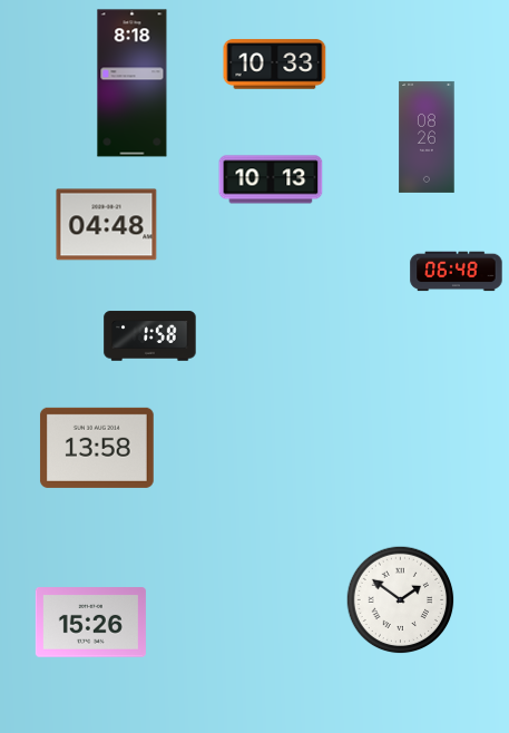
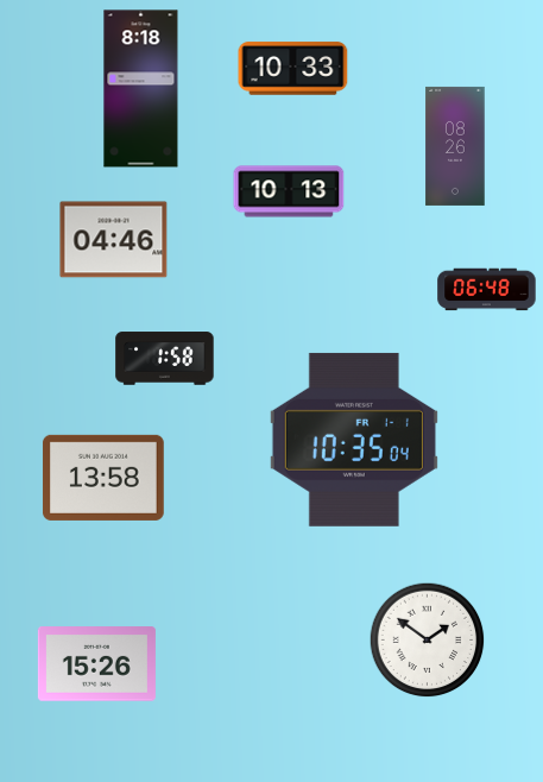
clock at (107, 225): 04:48 -> 04:46
clock at (150, 336) position: (150, 336) -> (165, 359)
clock at (354, 440): none -> 10:35
